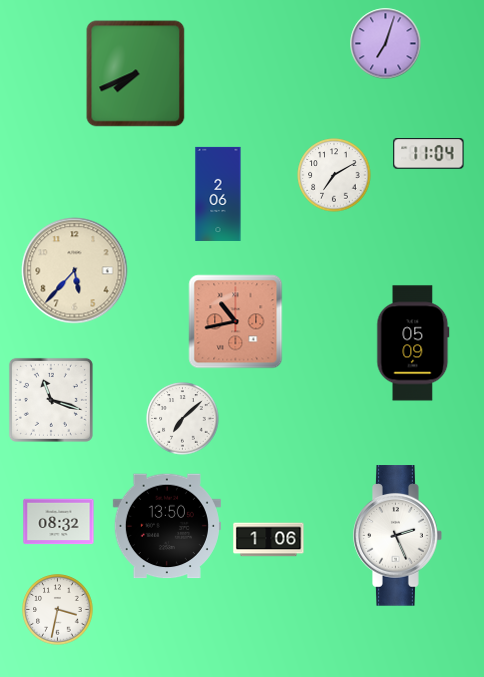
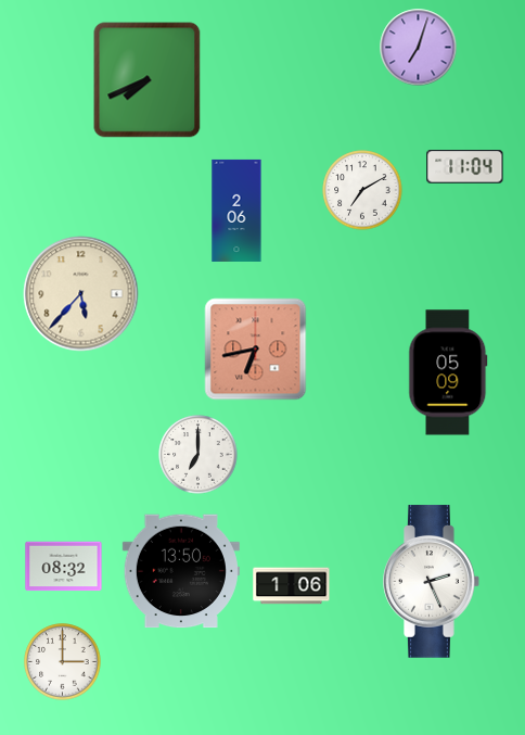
clock at (236, 322): 10:43 -> 6:43
clock at (51, 400): 11:18 -> none
clock at (183, 419): 7:08 -> 7:00
clock at (58, 610): 3:32 -> 3:00
